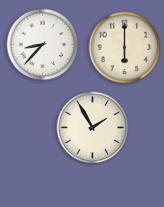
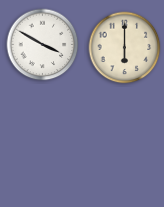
clock at (43, 45): 8:37 -> 3:50
clock at (93, 128): 1:55 -> none
